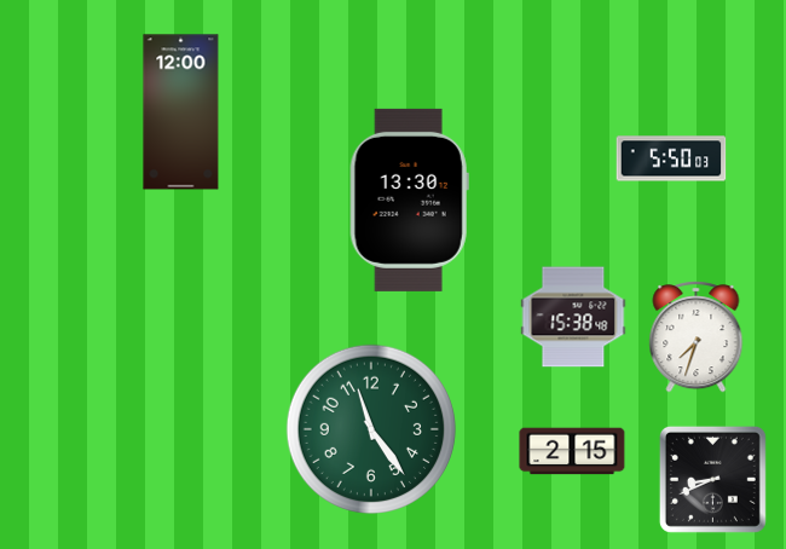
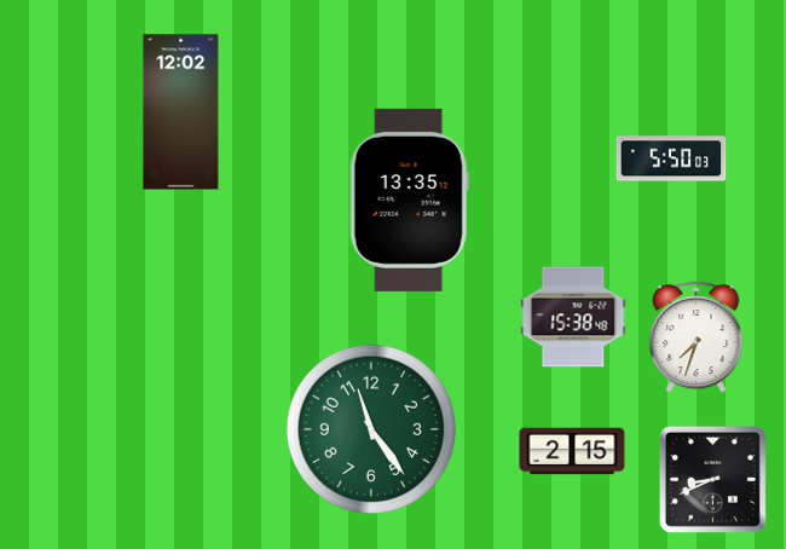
clock at (181, 112): 12:00 -> 12:02
clock at (409, 200): 13:30 -> 13:35
